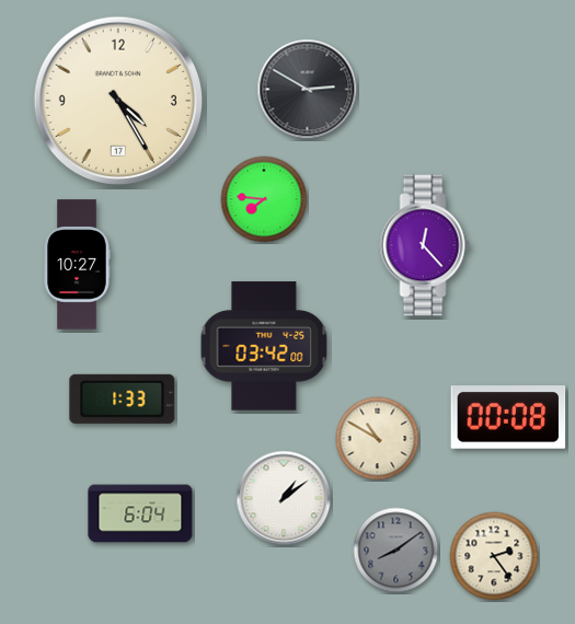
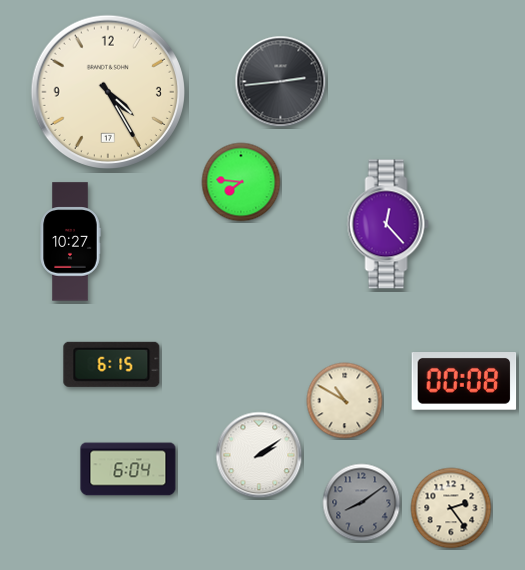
clock at (308, 90): 2:50 -> 2:44
clock at (264, 346): 03:42 -> none
clock at (123, 398): 1:33 -> 6:15
clock at (284, 498): 1:09 -> 2:09
